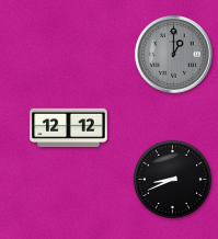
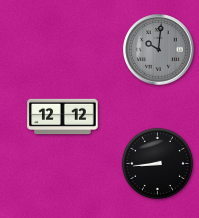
clock at (174, 55): 1:00 -> 10:01
clock at (172, 179): 8:41 -> 8:44
